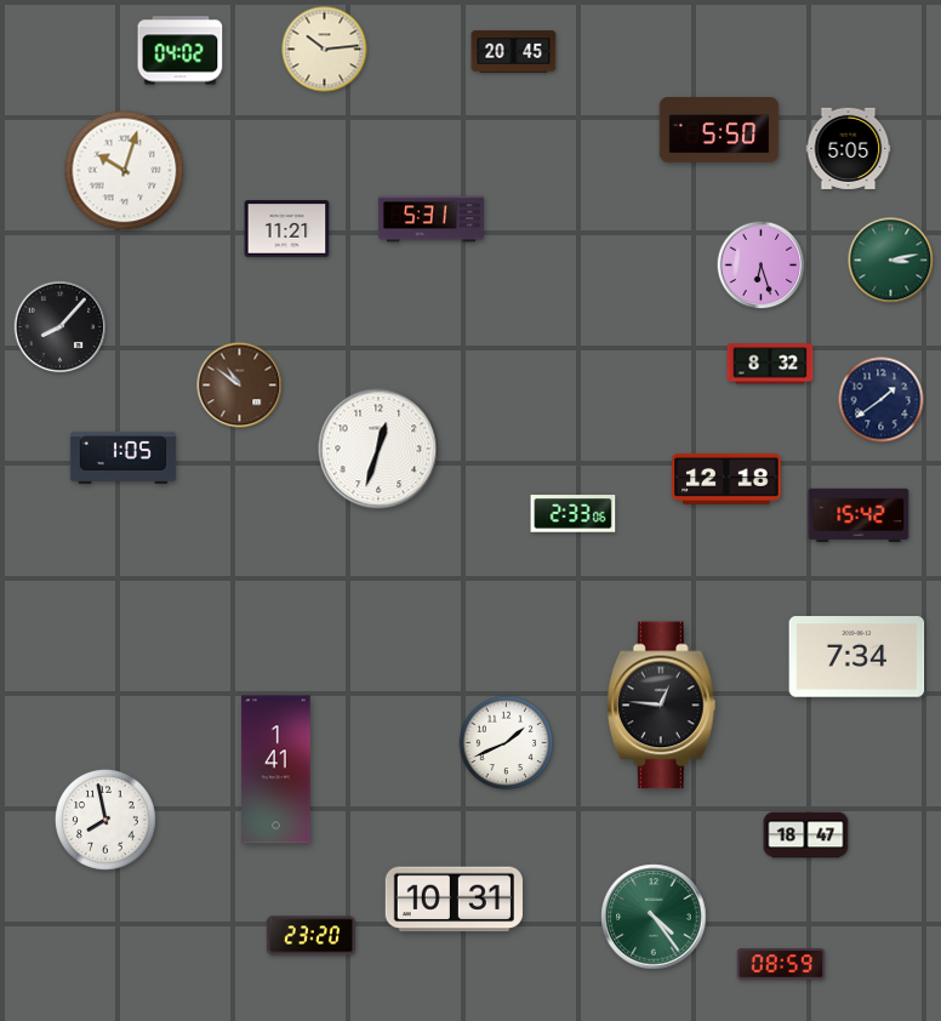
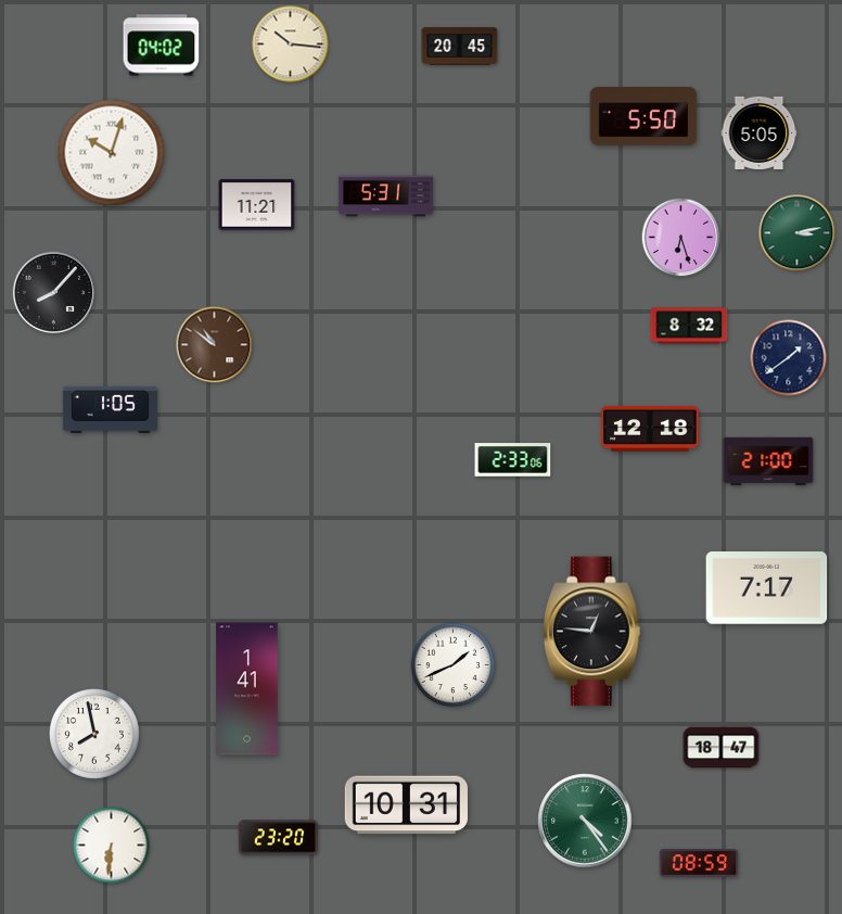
clock at (325, 50): 10:14 -> 10:16
clock at (378, 449): 12:33 -> none
clock at (859, 515): 15:42 -> 21:00
clock at (857, 657): 7:34 -> 7:17
clock at (112, 846): none -> 6:31
